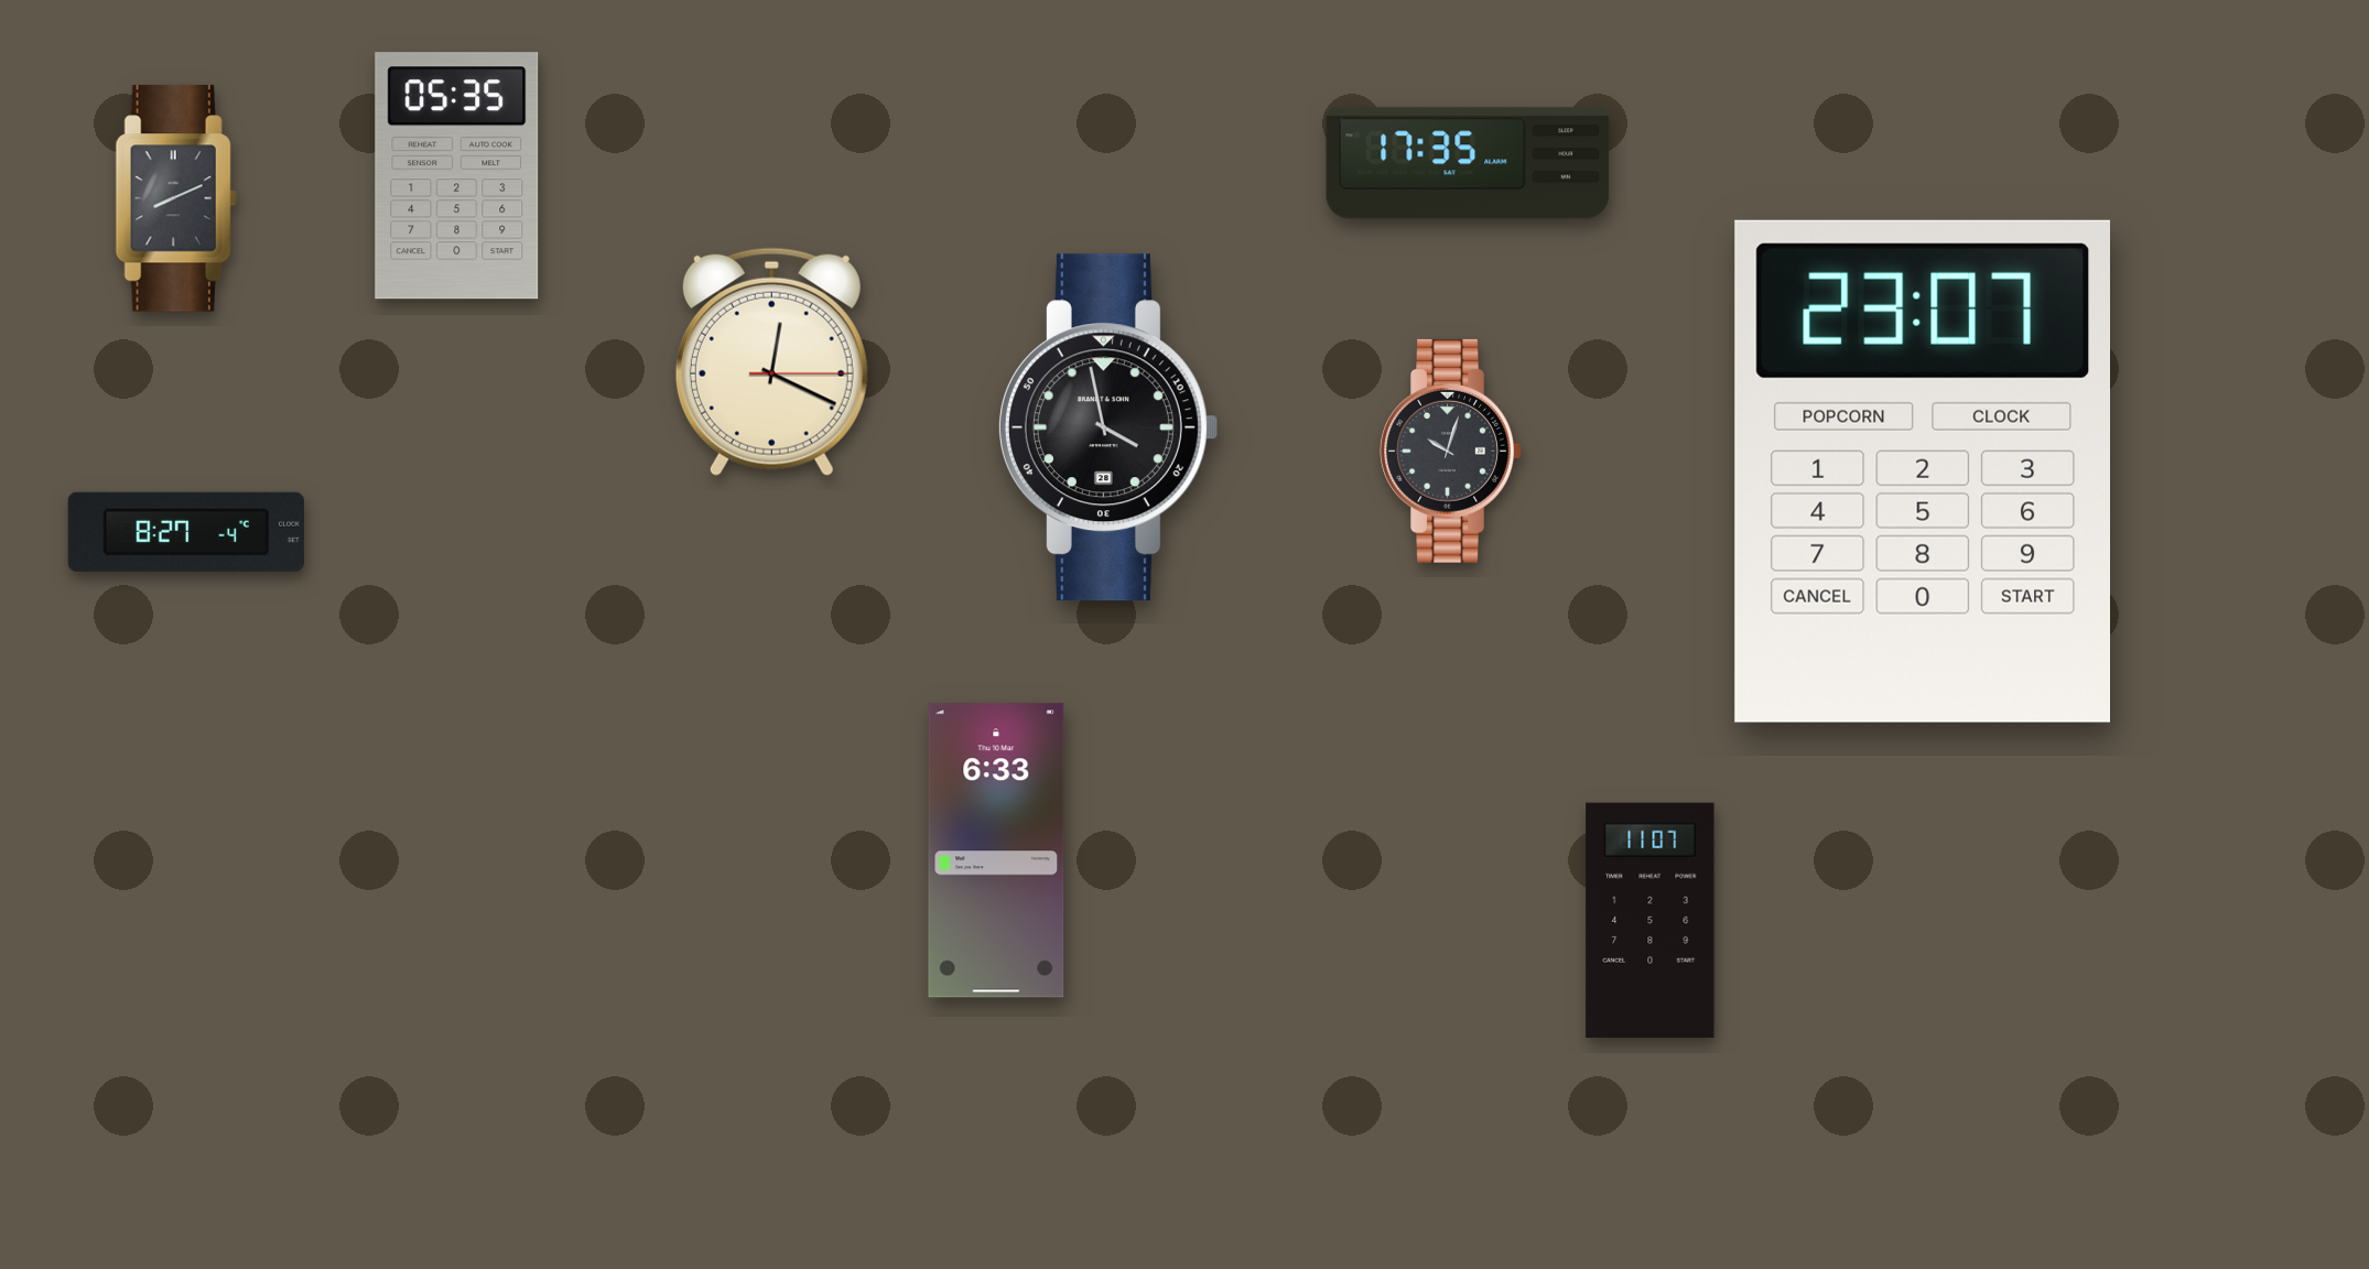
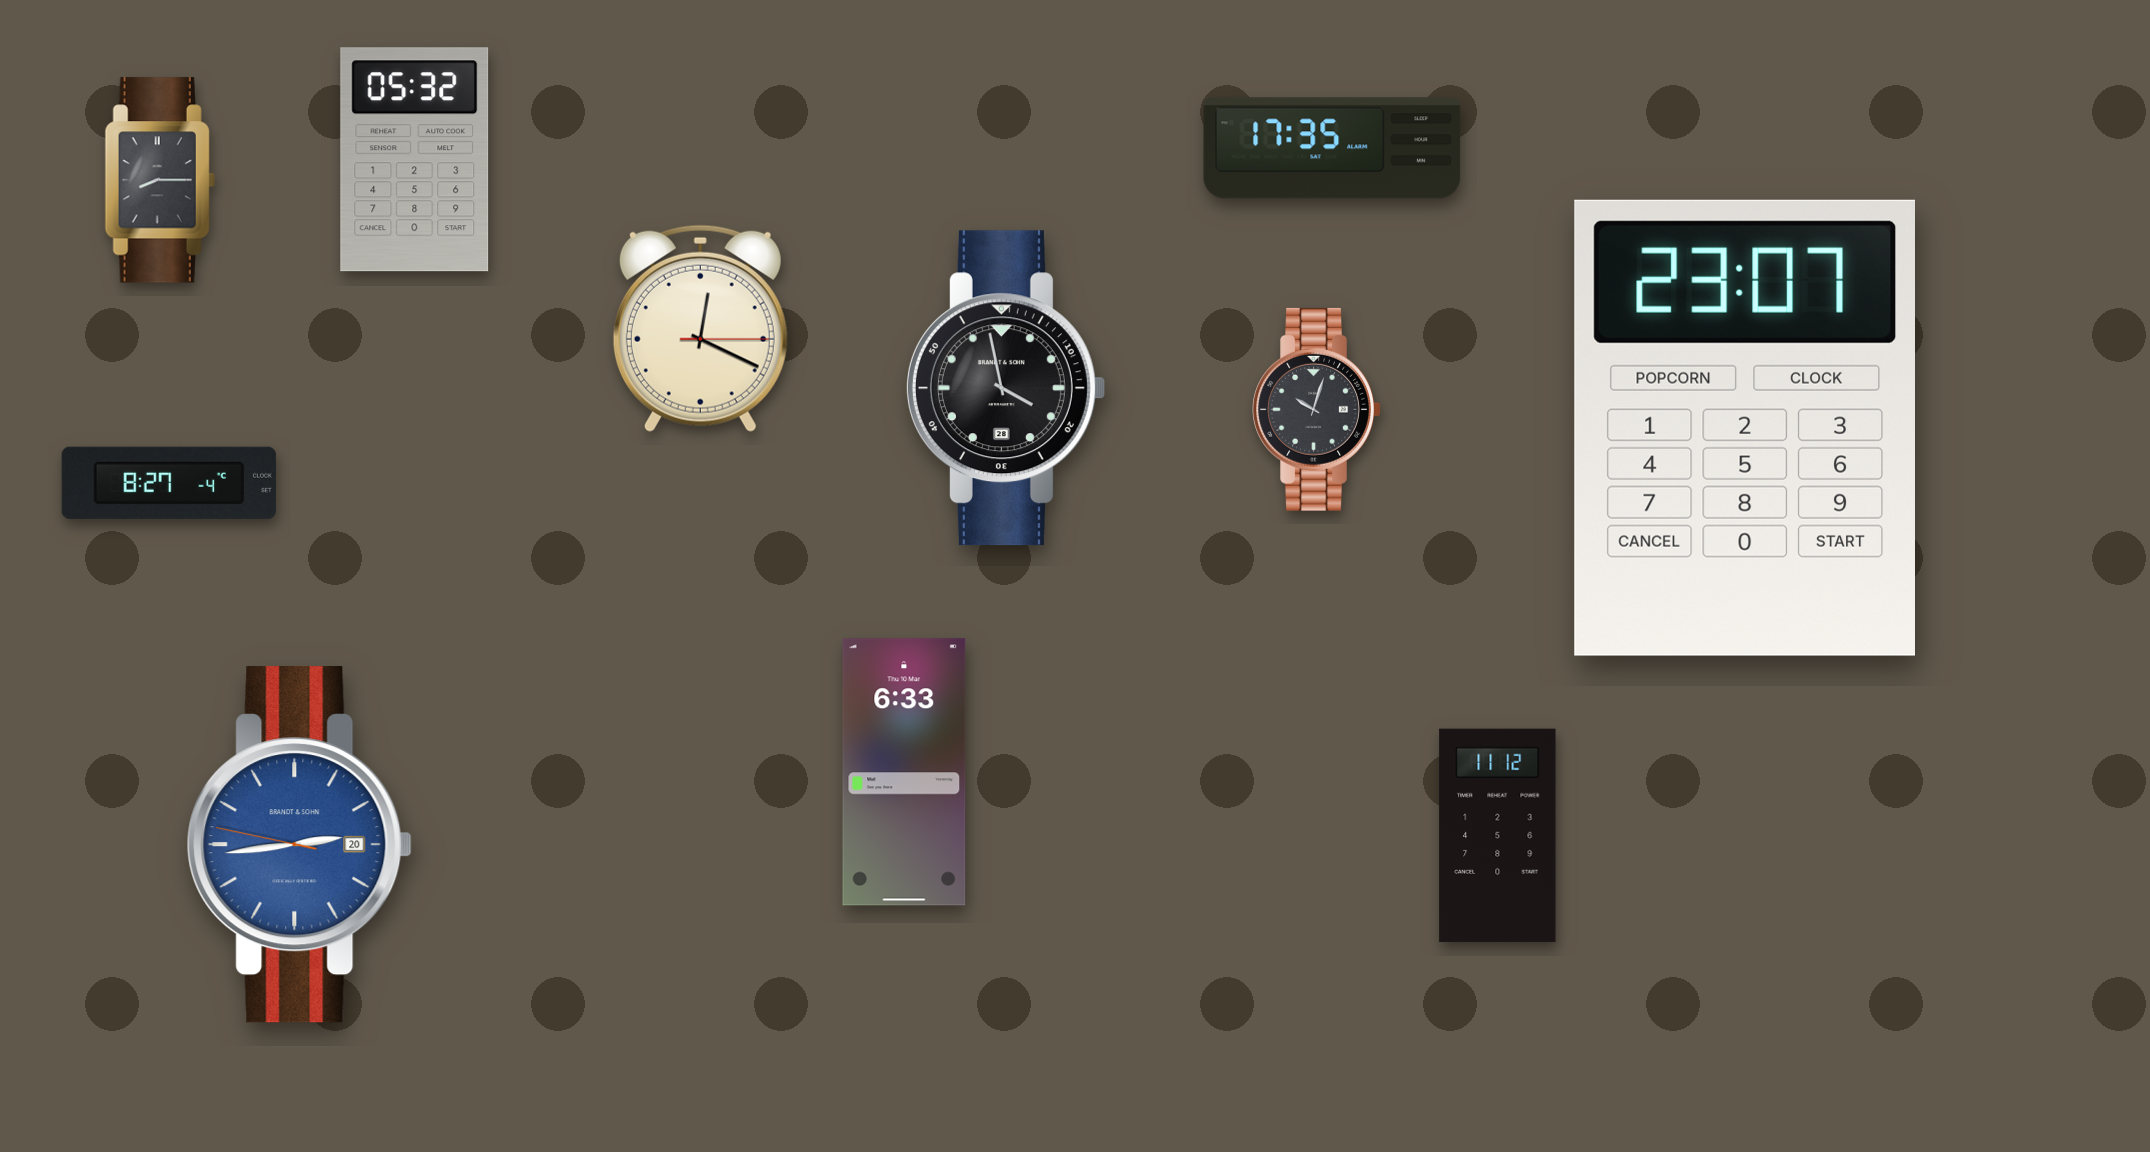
clock at (457, 176): 05:35 -> 05:32
clock at (176, 198): 8:11 -> 8:15
clock at (1651, 921): 11:07 -> 11:12
clock at (299, 845): none -> 2:43
